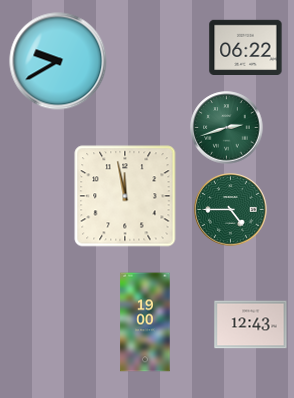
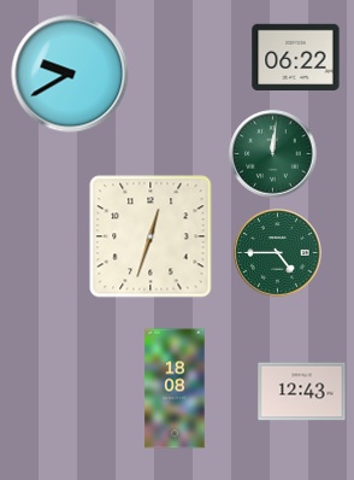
clock at (227, 128): 2:42 -> 12:01
clock at (125, 196): 11:58 -> 12:33
clock at (145, 322): 19:00 -> 18:08
